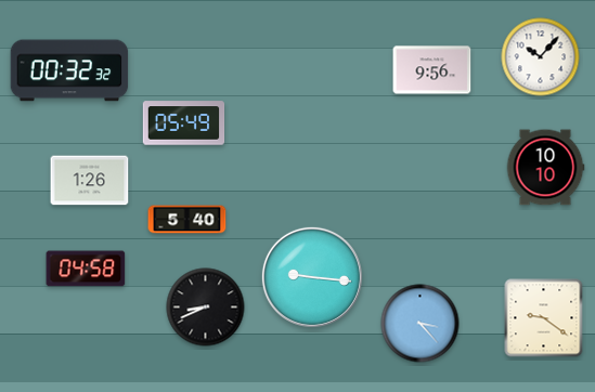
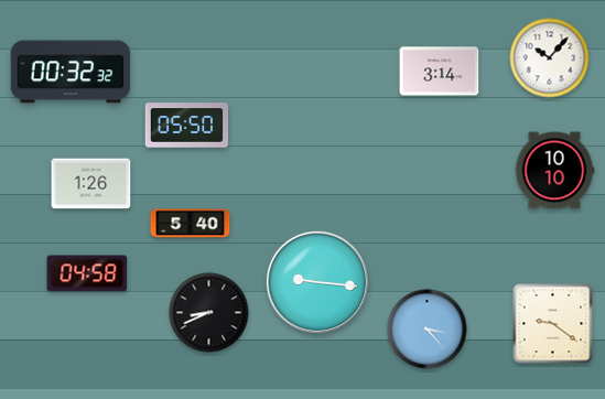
clock at (432, 70): 9:56 -> 3:14
clock at (184, 123): 05:49 -> 05:50
